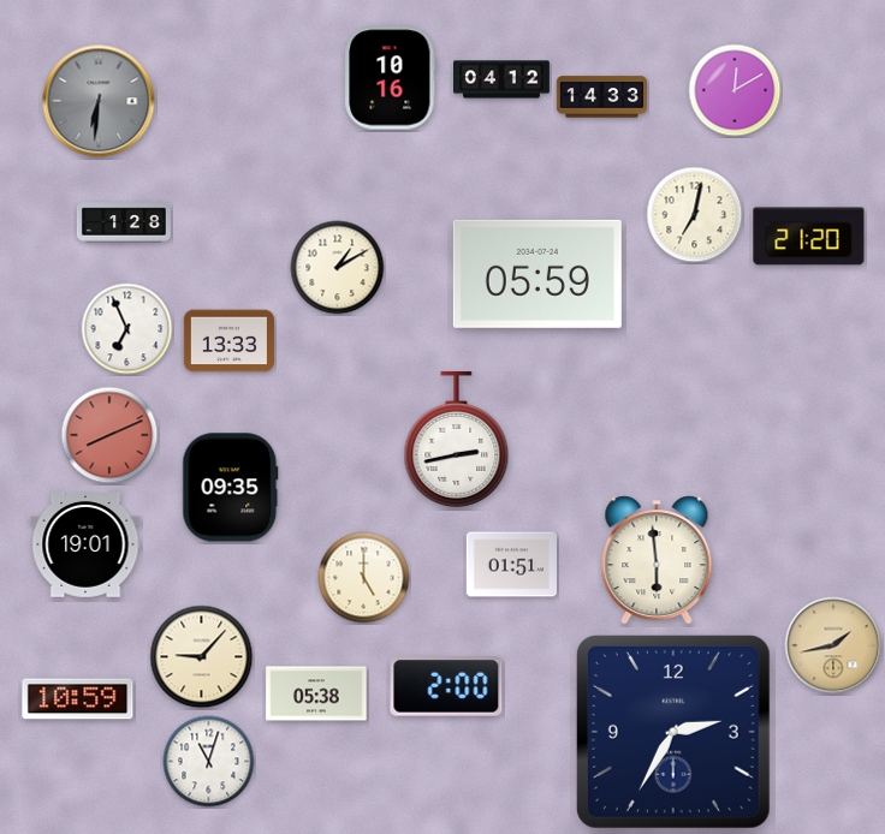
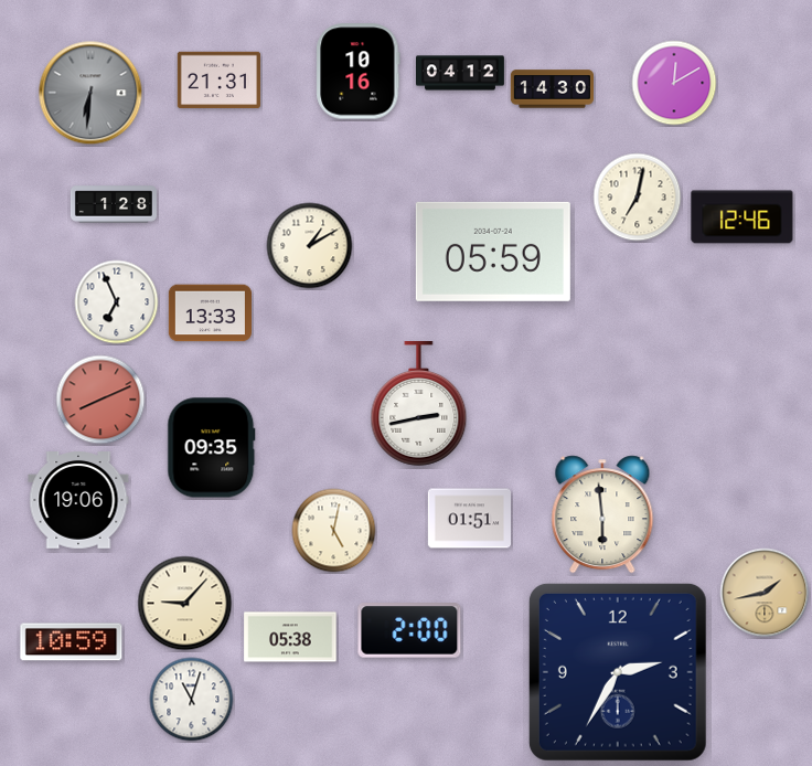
clock at (218, 81): none -> 21:31
clock at (601, 97): 14:33 -> 14:30
clock at (809, 237): 21:20 -> 12:46
clock at (85, 546): 19:01 -> 19:06
clock at (364, 578): 5:00 -> 5:02
